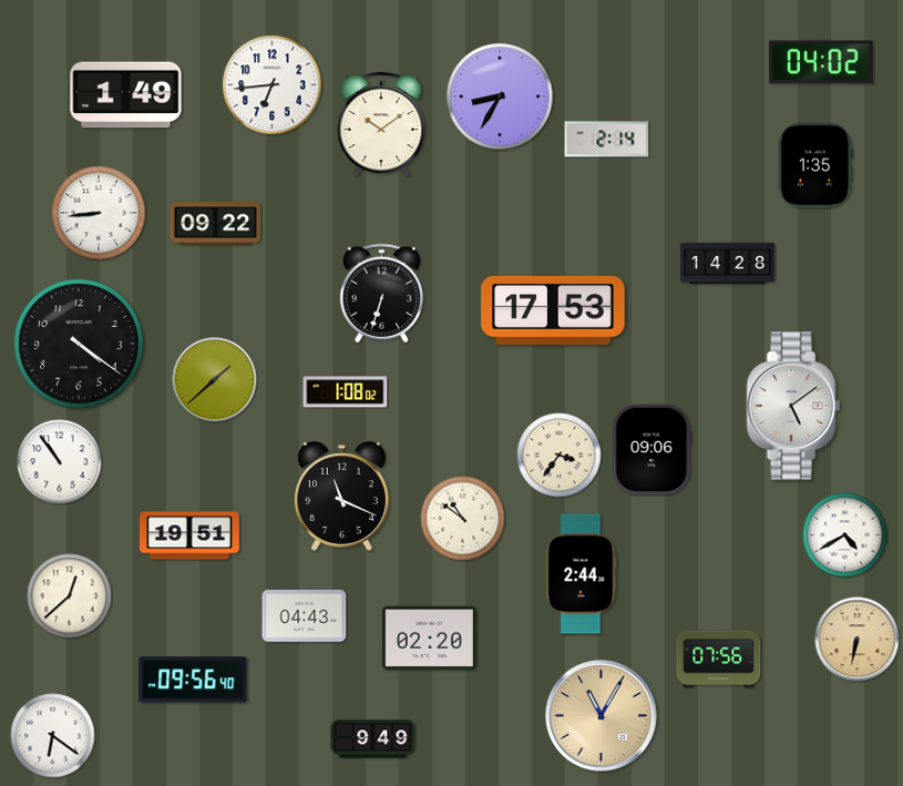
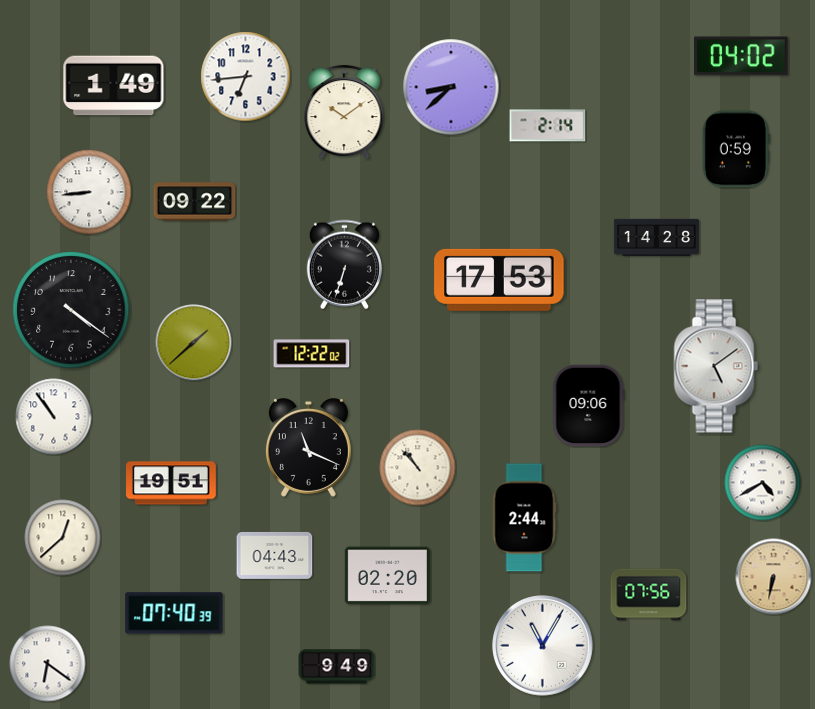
clock at (500, 96): 8:35 -> 8:38
clock at (815, 165): 1:35 -> 0:59
clock at (346, 392): 1:08 -> 12:22
clock at (560, 456): 3:36 -> none
clock at (463, 519): 10:51 -> 10:53
clock at (193, 680): 09:56 -> 07:40
clock at (602, 716) dial: champagne -> white
